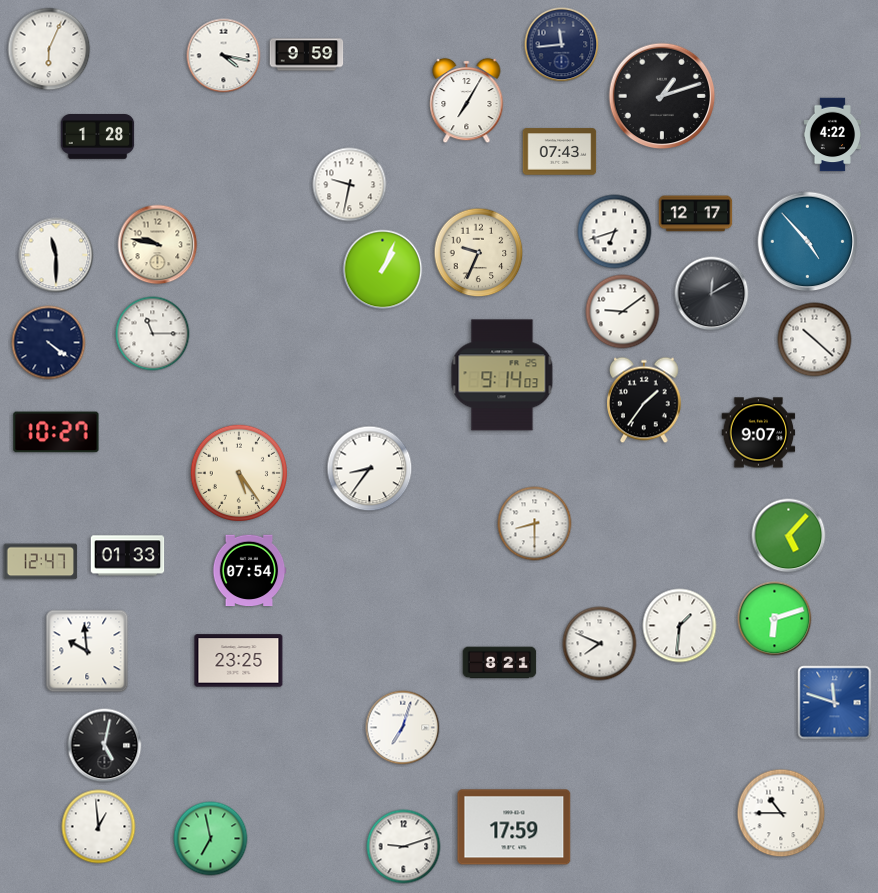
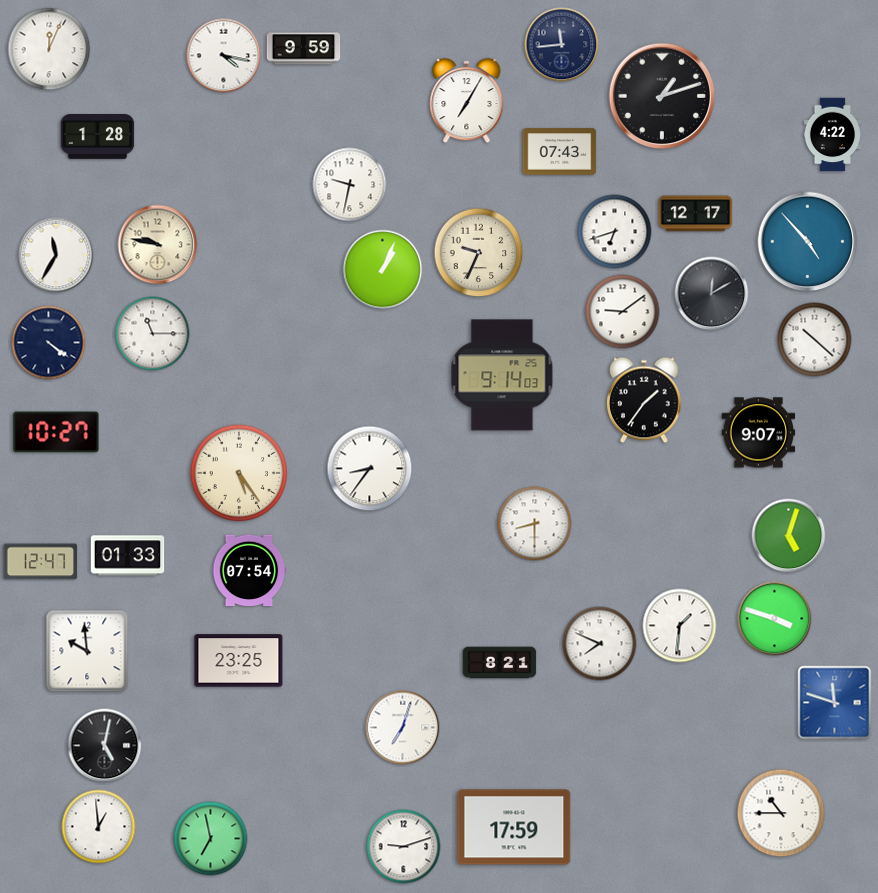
clock at (49, 49): 6:04 -> 12:04
clock at (307, 55) position: (307, 55) -> (304, 49)
clock at (56, 255): 11:30 -> 11:35
clock at (789, 536): 5:07 -> 5:03
clock at (775, 619): 6:12 -> 3:48
